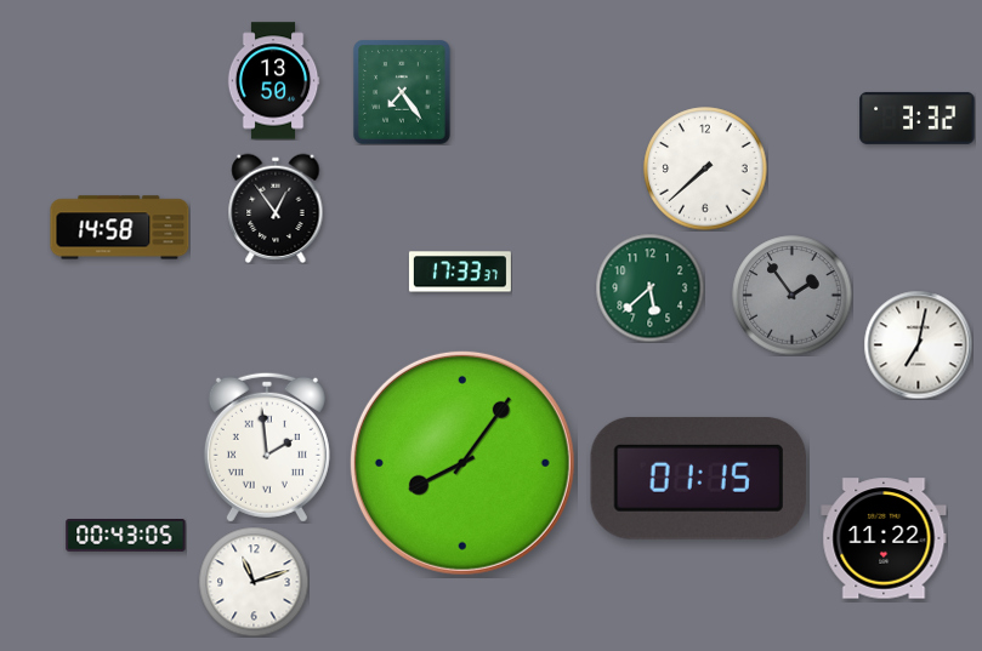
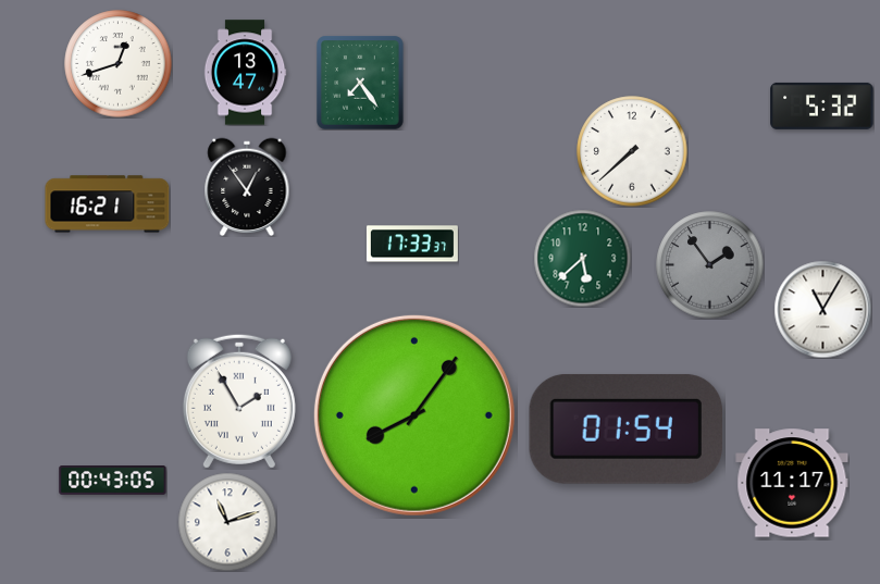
clock at (119, 64): none -> 12:42
clock at (273, 81): 13:50 -> 13:47
clock at (918, 118): 3:32 -> 5:32
clock at (120, 228): 14:58 -> 16:21
clock at (918, 344): 7:02 -> 11:05
clock at (267, 447): 1:59 -> 1:55
clock at (698, 478): 01:15 -> 01:54
clock at (884, 538): 11:22 -> 11:17
